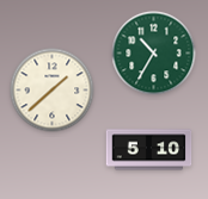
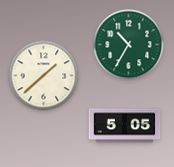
clock at (149, 150): 5:10 -> 5:05
